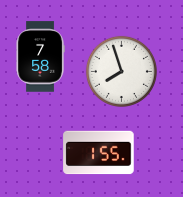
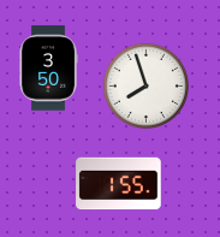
clock at (40, 57): 7:58 -> 3:50
